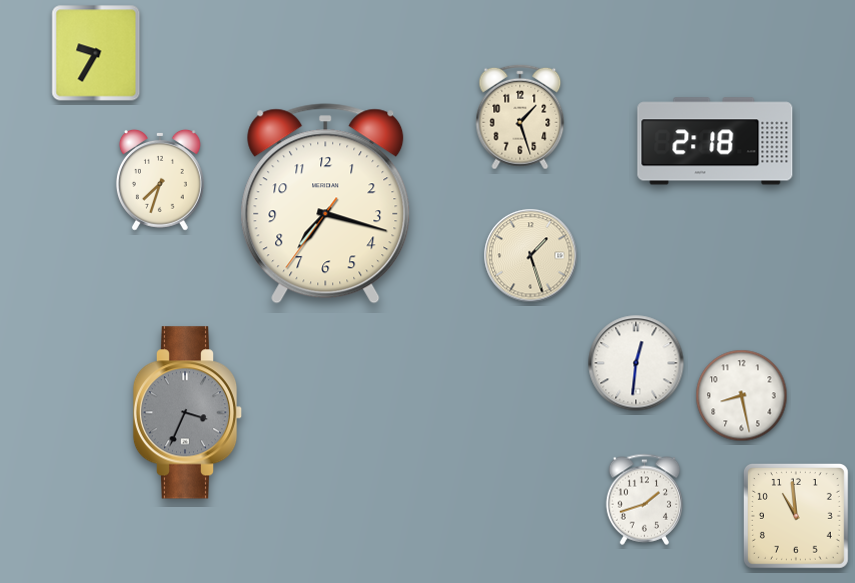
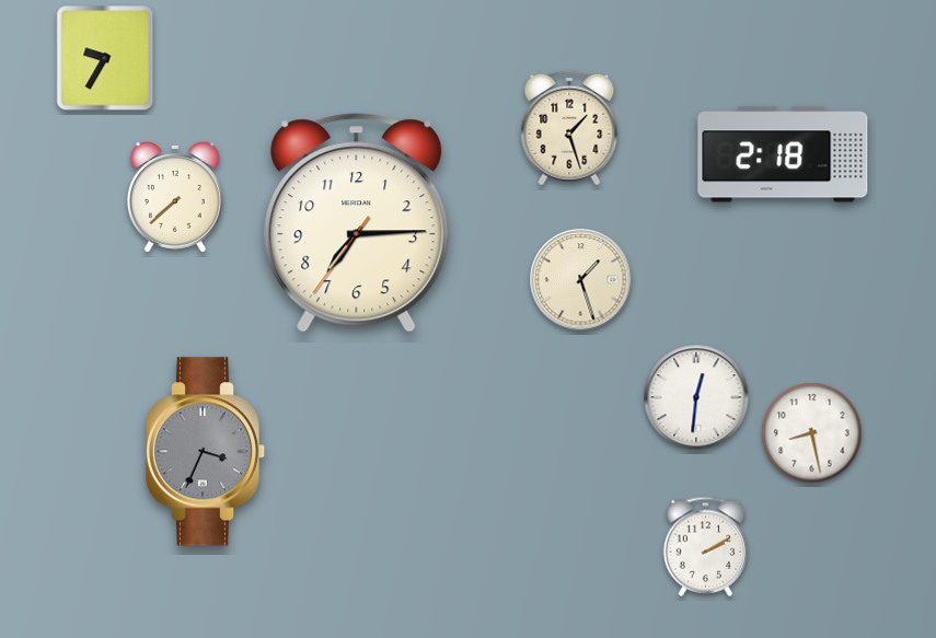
clock at (160, 180): 7:33 -> 7:38
clock at (326, 204): 7:17 -> 7:14
clock at (645, 499): 1:42 -> 2:10
clock at (796, 516): 10:59 -> none
